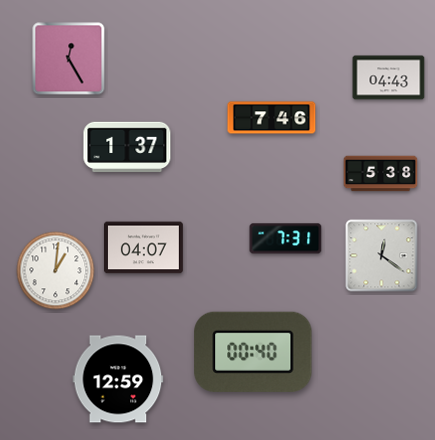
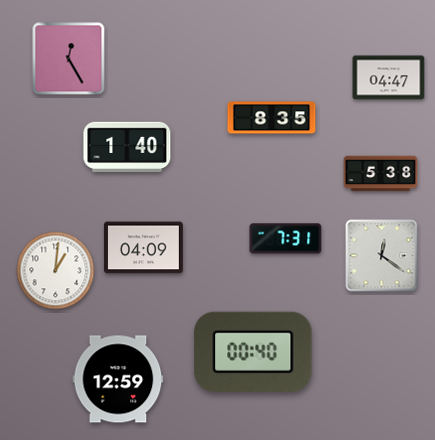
clock at (389, 78): 04:43 -> 04:47
clock at (272, 118): 7:46 -> 8:35
clock at (127, 146): 1:37 -> 1:40
clock at (143, 248): 04:07 -> 04:09
